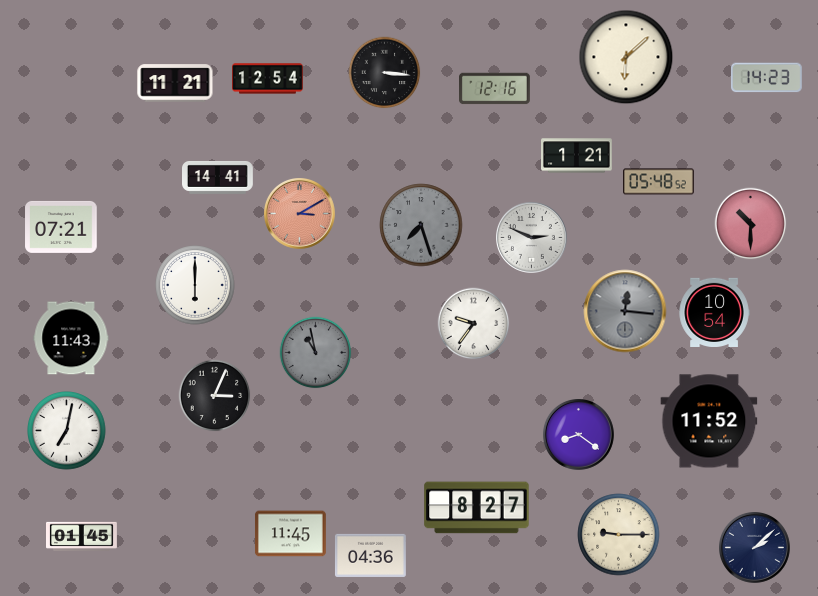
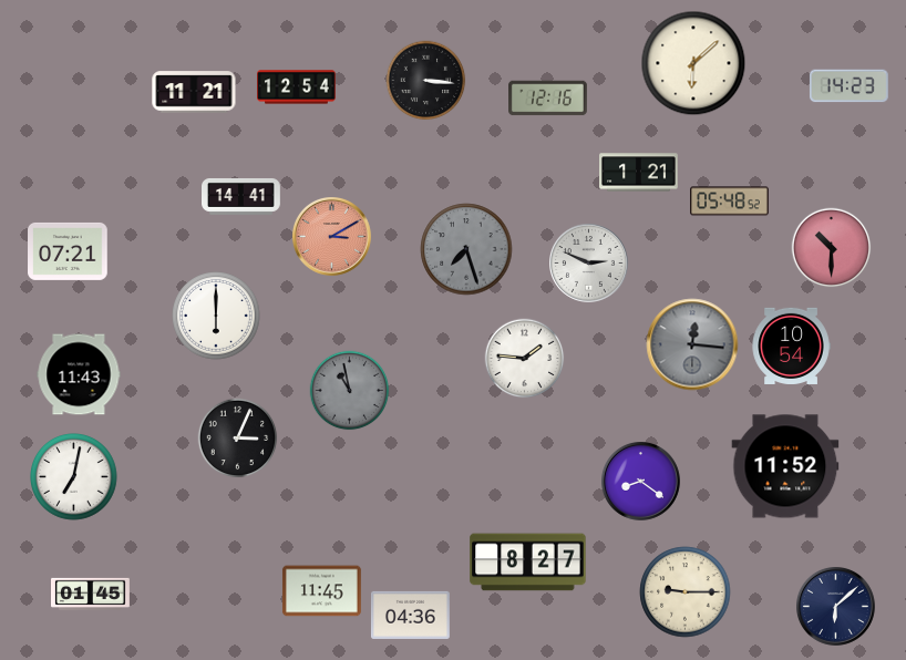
clock at (474, 324): 9:36 -> 1:46
clock at (755, 548): 2:08 -> 6:08
